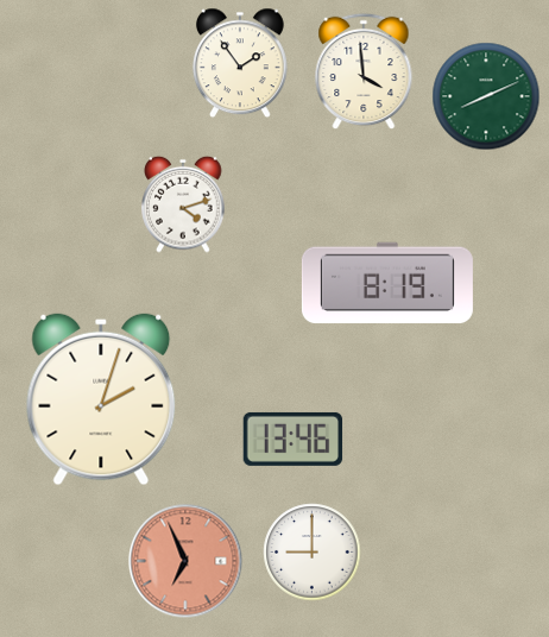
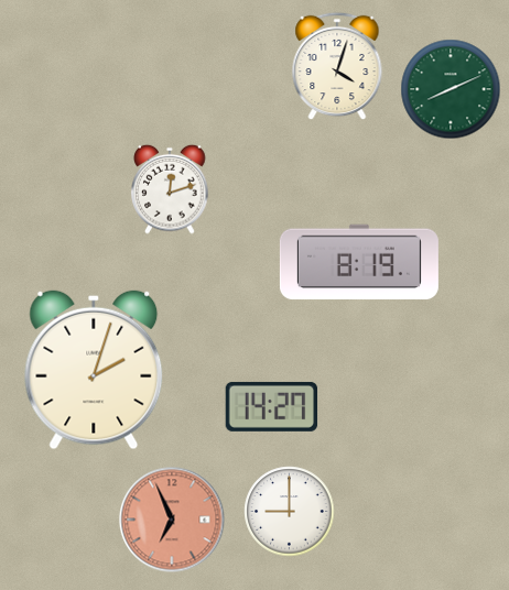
clock at (240, 63): 1:54 -> none
clock at (364, 71): 3:59 -> 4:03
clock at (183, 204): 4:12 -> 12:12
clock at (294, 439): 13:46 -> 14:27
